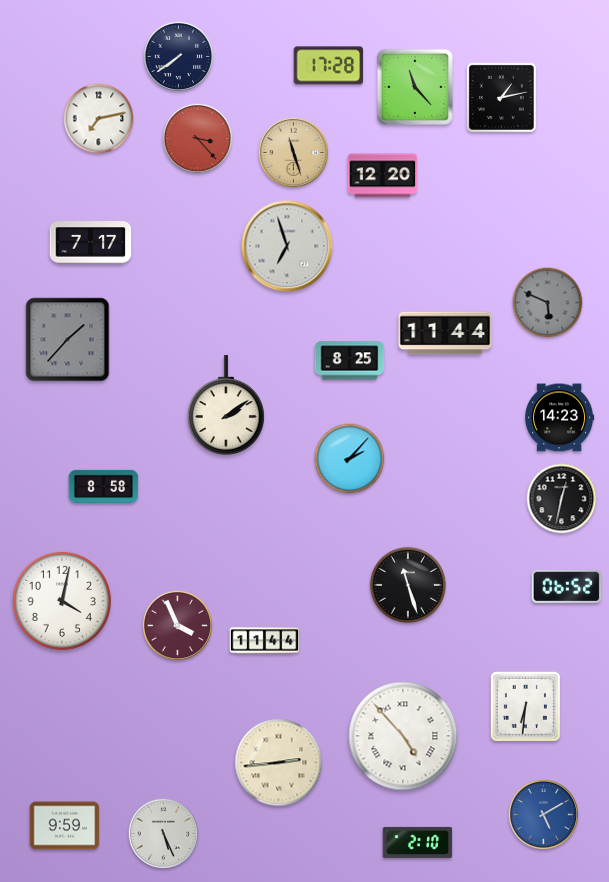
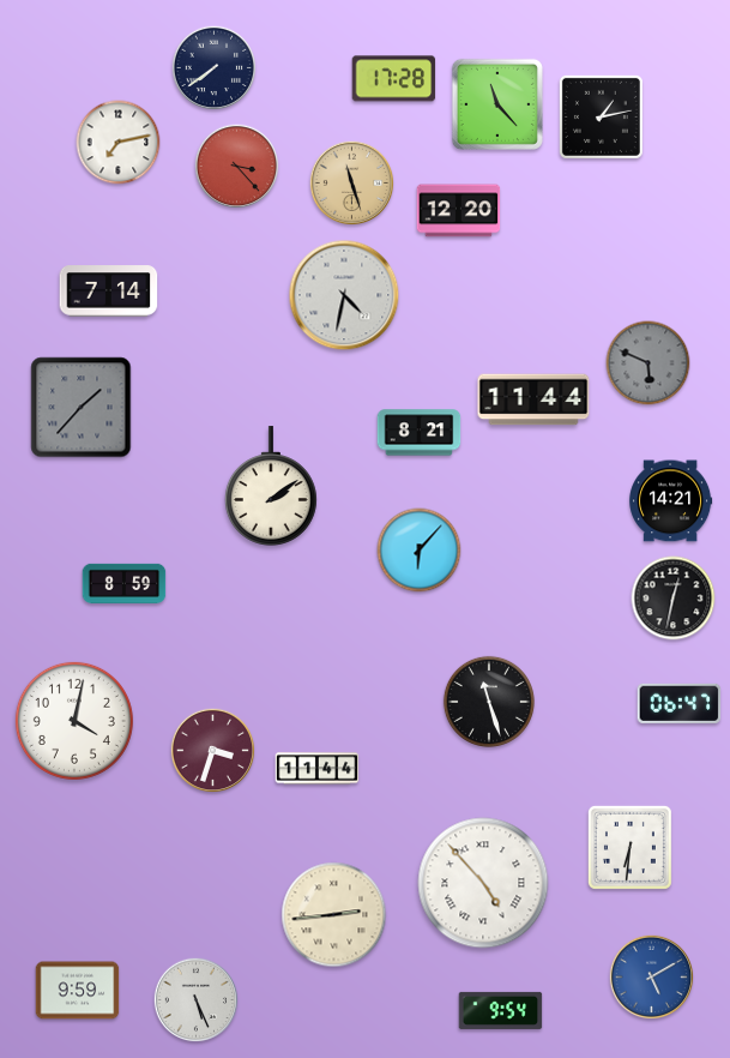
clock at (91, 243): 7:17 -> 7:14
clock at (287, 246): 6:57 -> 4:32
clock at (548, 303) position: (548, 303) -> (648, 363)
clock at (350, 361): 8:25 -> 8:21
clock at (560, 418): 14:23 -> 14:21
clock at (350, 459): 2:07 -> 6:07
clock at (104, 486): 8:58 -> 8:59
clock at (567, 586): 06:52 -> 06:47
clock at (178, 626): 3:56 -> 3:33
clock at (418, 842): 2:10 -> 9:54
